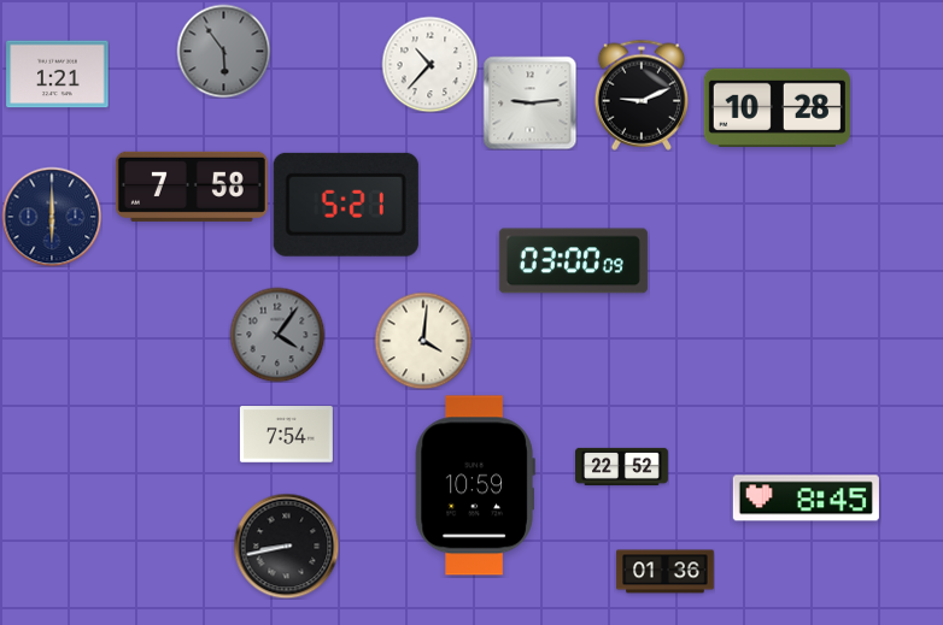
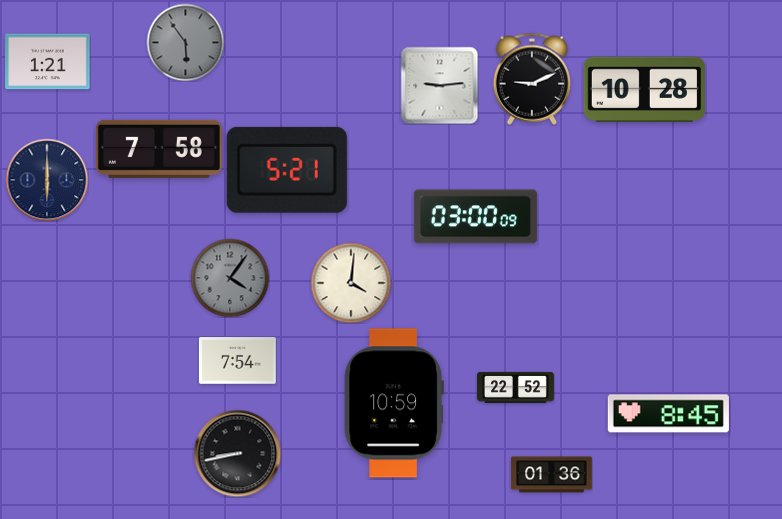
clock at (429, 64): 10:37 -> none
clock at (192, 187) position: (192, 187) -> (159, 149)
clock at (52, 217) position: (52, 217) -> (47, 180)
